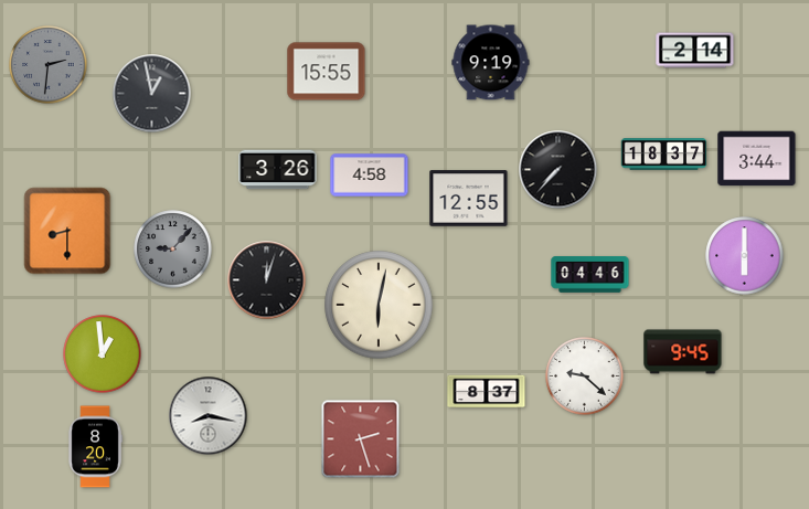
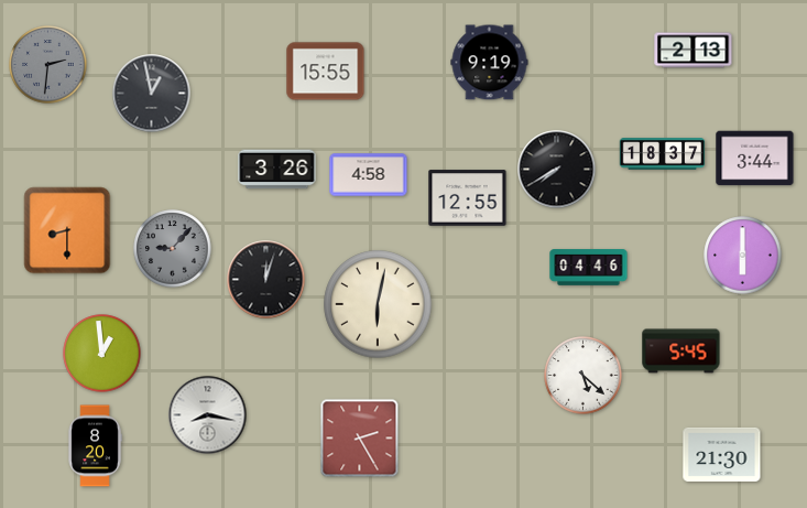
clock at (695, 51): 2:14 -> 2:13
clock at (558, 170): 7:37 -> 7:40
clock at (590, 275) position: (590, 275) -> (589, 268)
clock at (683, 352): 9:45 -> 5:45
clock at (585, 377): 9:22 -> 5:22
clock at (487, 392): 8:37 -> none
clock at (361, 439): 2:27 -> 2:25
clock at (722, 454): none -> 21:30
